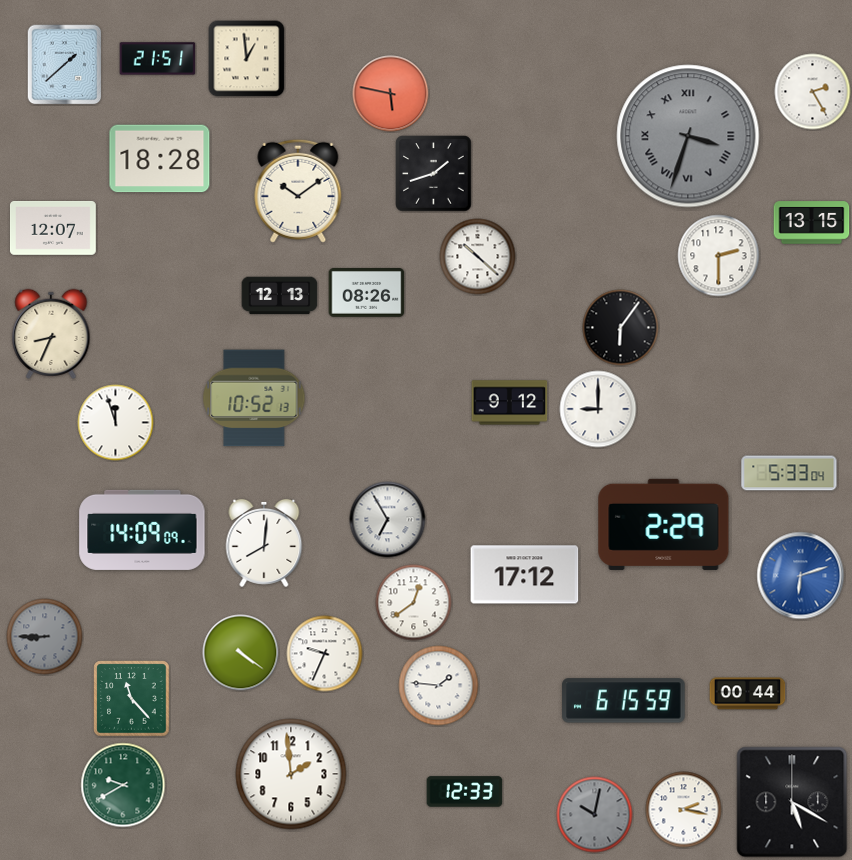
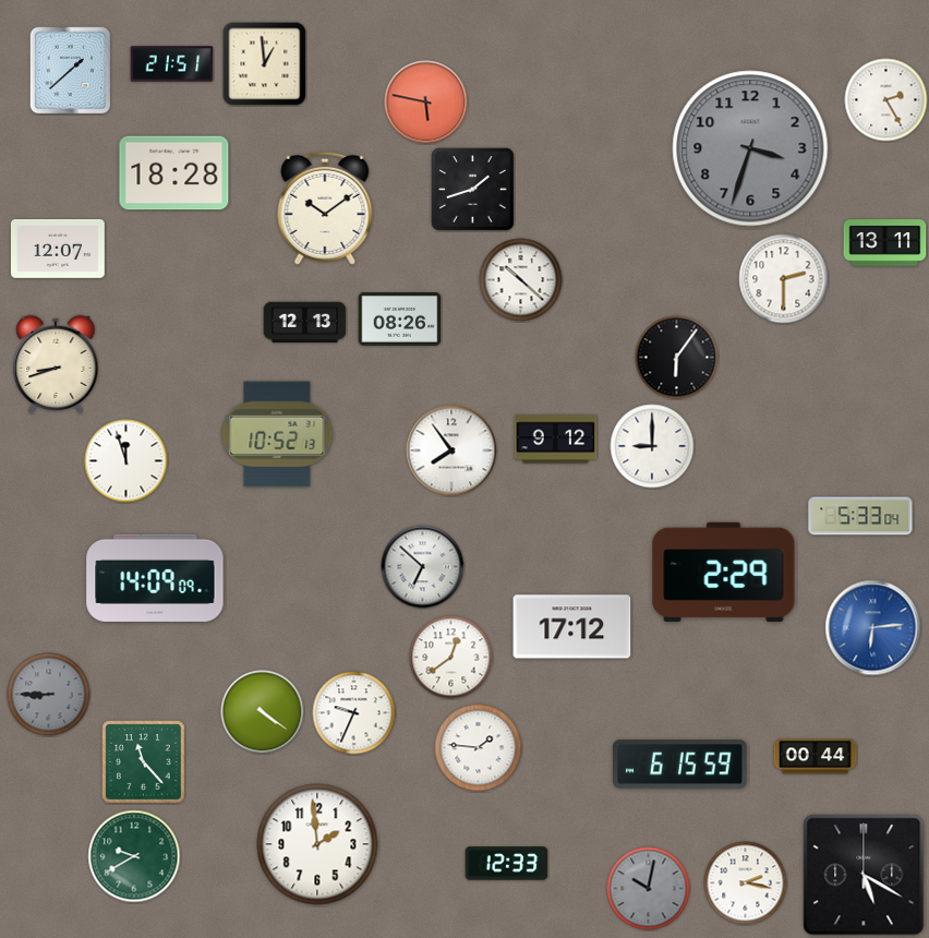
clock at (247, 59) position: (247, 59) -> (265, 64)
clock at (688, 136) numerals: Roman -> Arabic
clock at (812, 223): 13:15 -> 13:11
clock at (51, 334): 8:34 -> 8:42
clock at (451, 450): none -> 7:54
clock at (388, 520): 6:55 -> 6:52
clock at (264, 543): 8:01 -> none
clock at (801, 576): 6:12 -> 6:14
